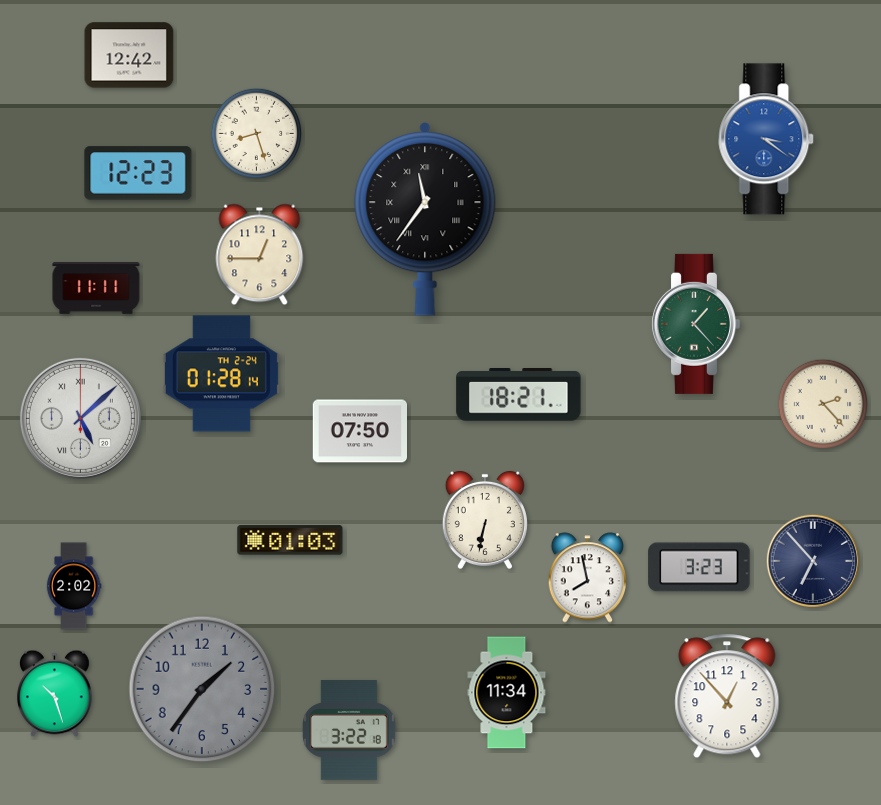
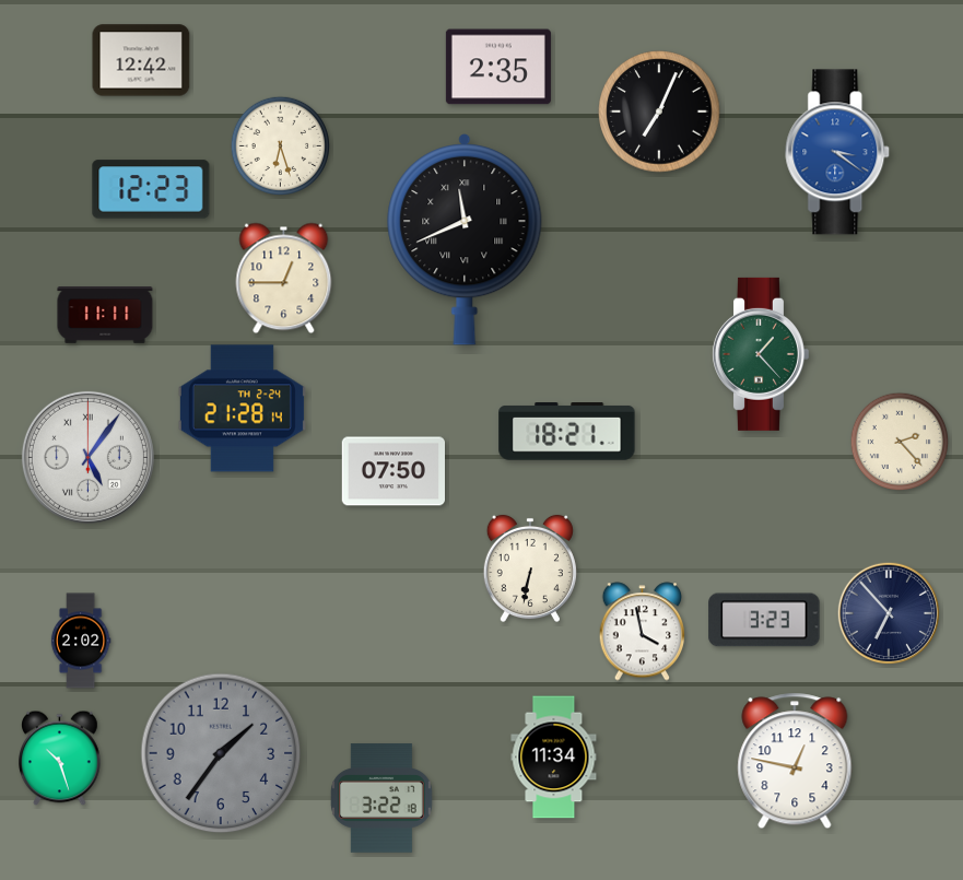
clock at (498, 67): none -> 2:35
clock at (659, 112): none -> 7:04
clock at (257, 134): 8:27 -> 6:27
clock at (425, 219): 11:36 -> 11:41
clock at (221, 374): 01:28 -> 21:28
clock at (80, 418): 5:08 -> 5:06
clock at (290, 540): 01:03 -> none
clock at (588, 578): 7:58 -> 3:58
clock at (727, 696): 12:53 -> 12:47
